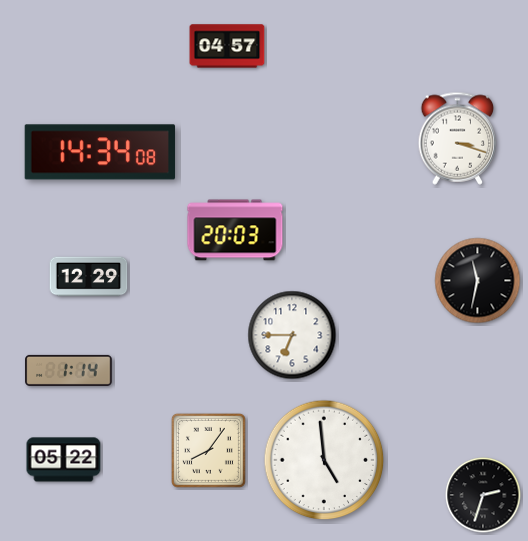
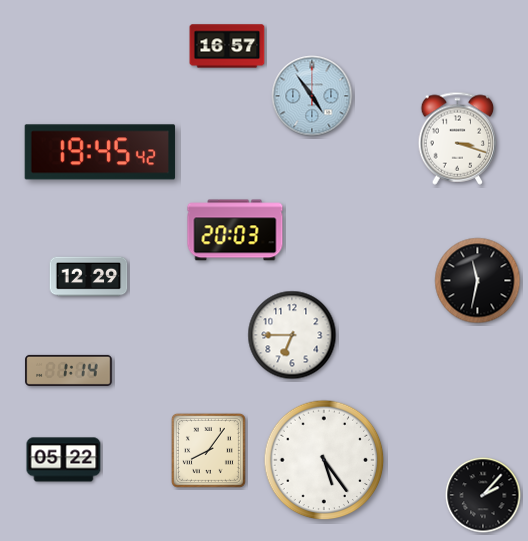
clock at (227, 46): 04:57 -> 16:57
clock at (312, 96): none -> 4:54
clock at (100, 152): 14:34 -> 19:45
clock at (324, 460): 4:59 -> 5:24
clock at (483, 495): 2:33 -> 2:07
